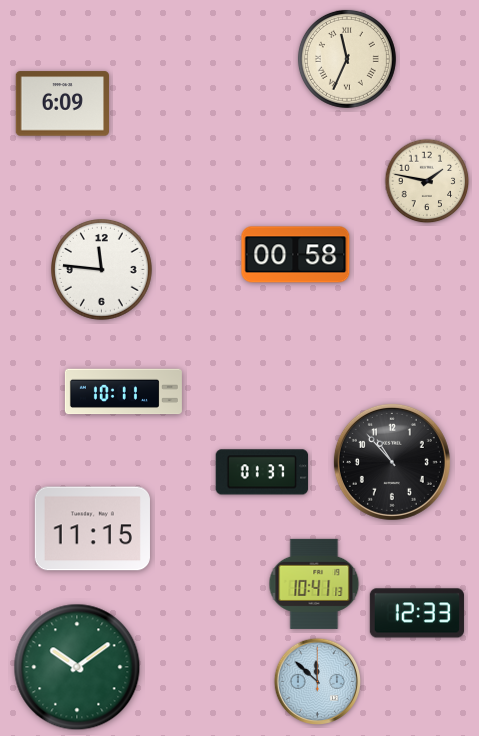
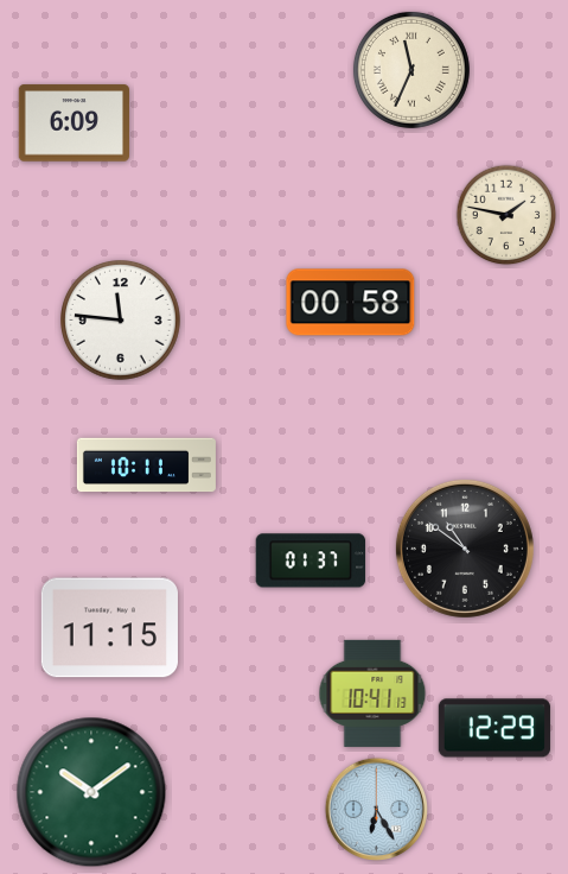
clock at (392, 462): 10:53 -> 10:51
clock at (417, 613): 12:33 -> 12:29
clock at (317, 681): 11:52 -> 6:25
